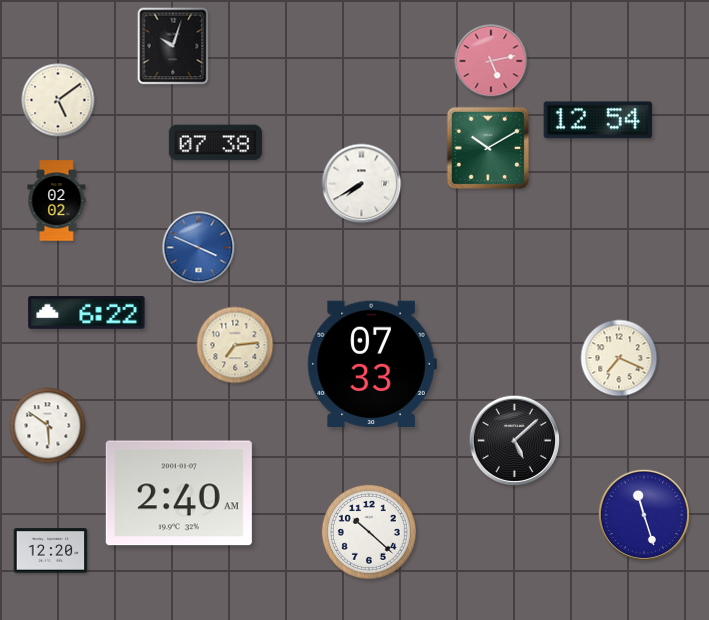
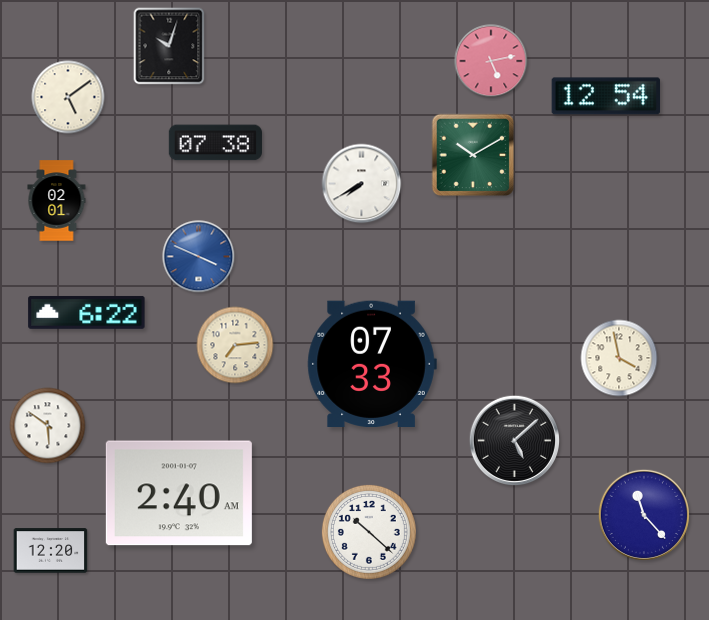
clock at (173, 46) position: (173, 46) -> (169, 46)
clock at (58, 100) position: (58, 100) -> (68, 97)
clock at (598, 120) position: (598, 120) -> (606, 96)
clock at (488, 148) position: (488, 148) -> (473, 155)
clock at (57, 201): 02:02 -> 02:01
clock at (199, 248) position: (199, 248) -> (199, 257)
clock at (619, 358): 7:19 -> 3:58
clock at (644, 515): 11:27 -> 11:23
